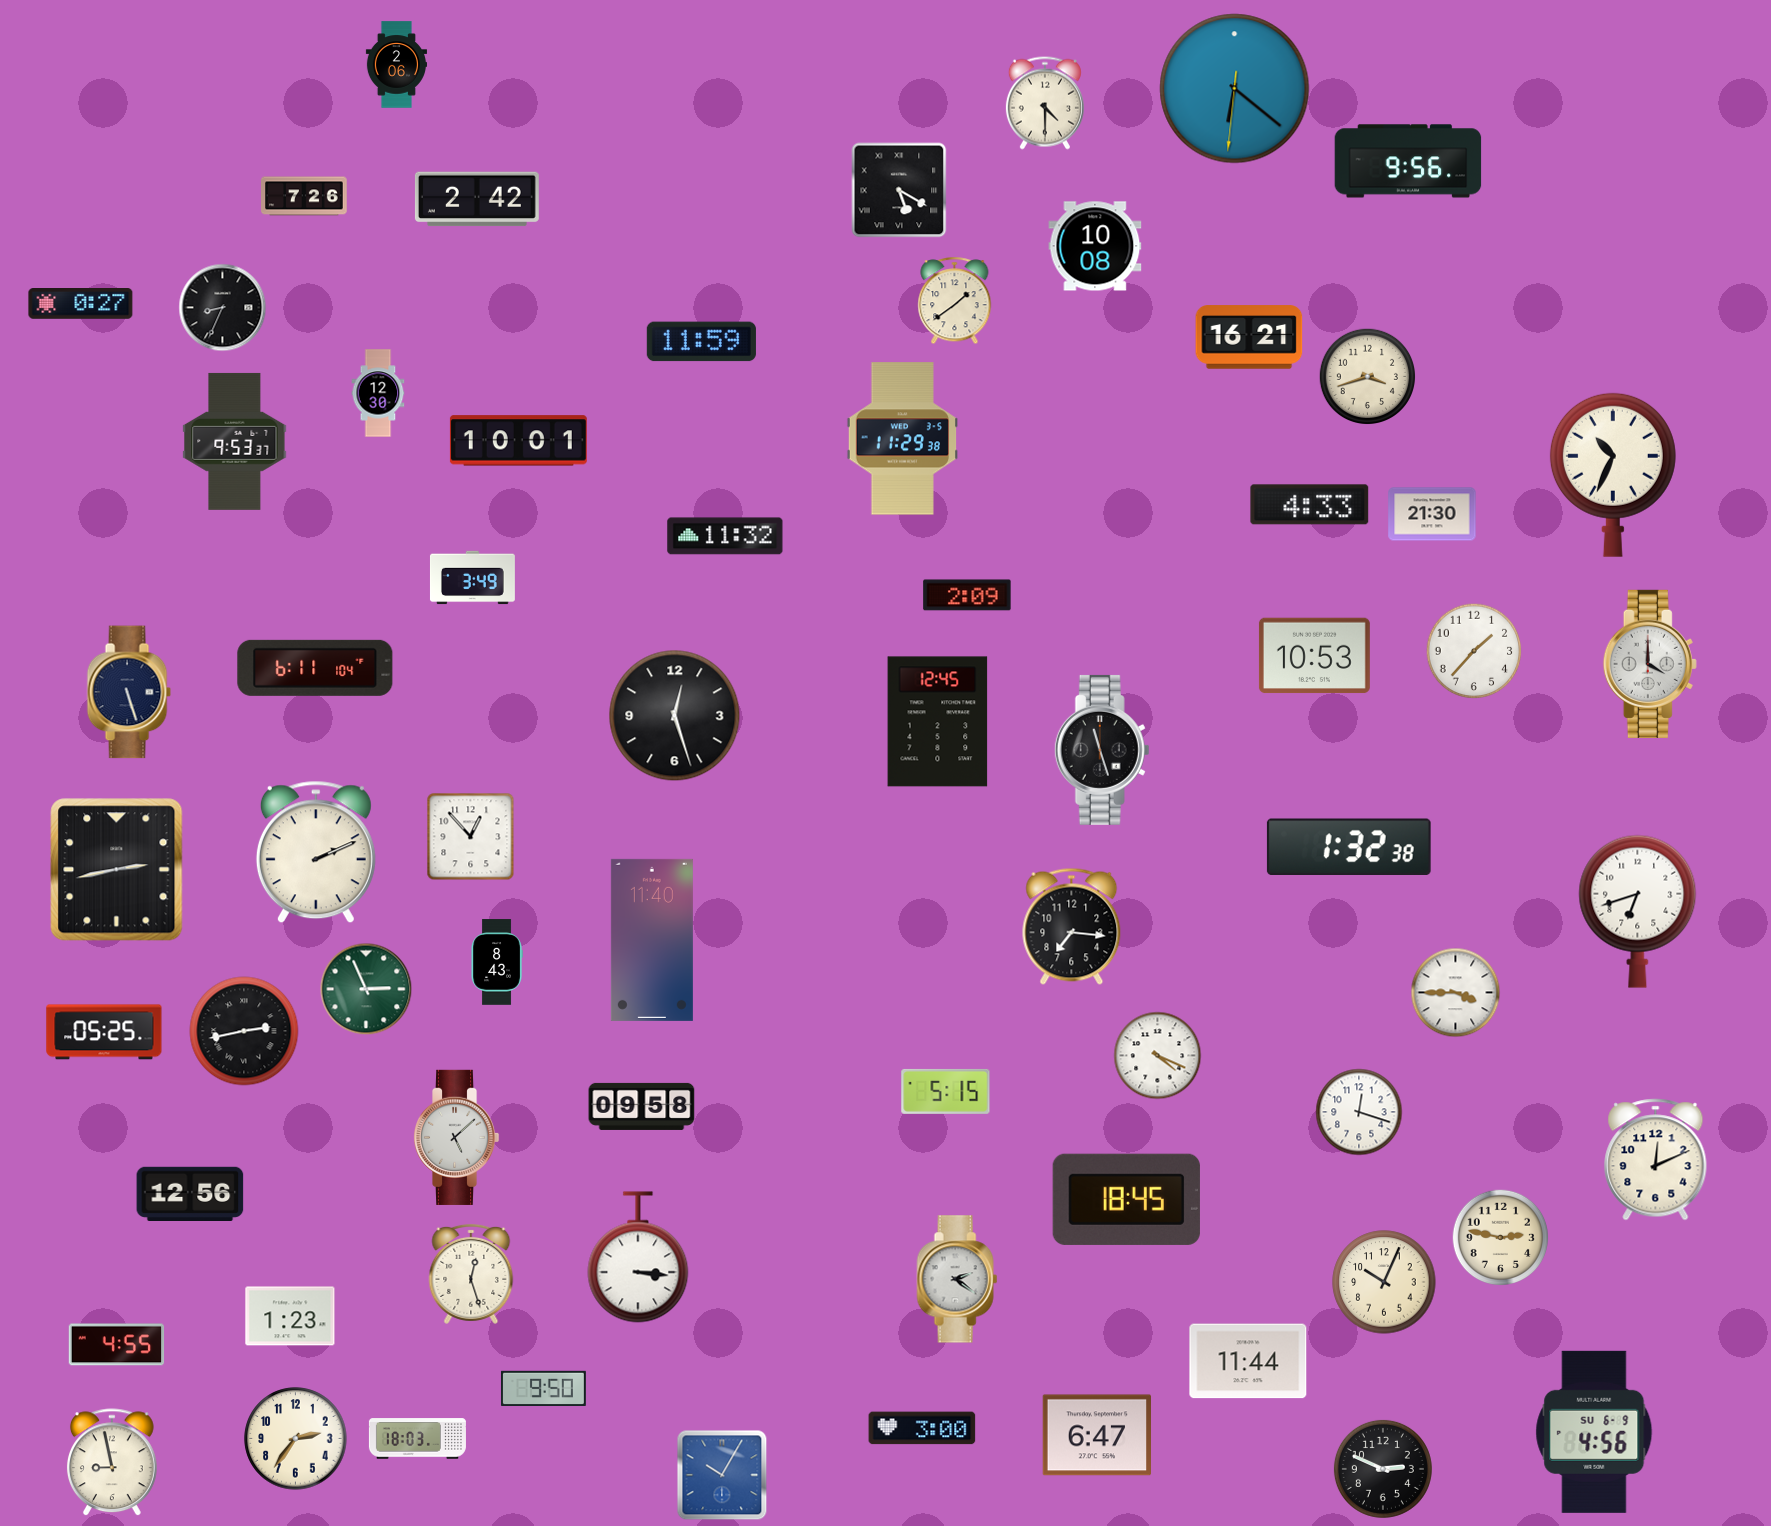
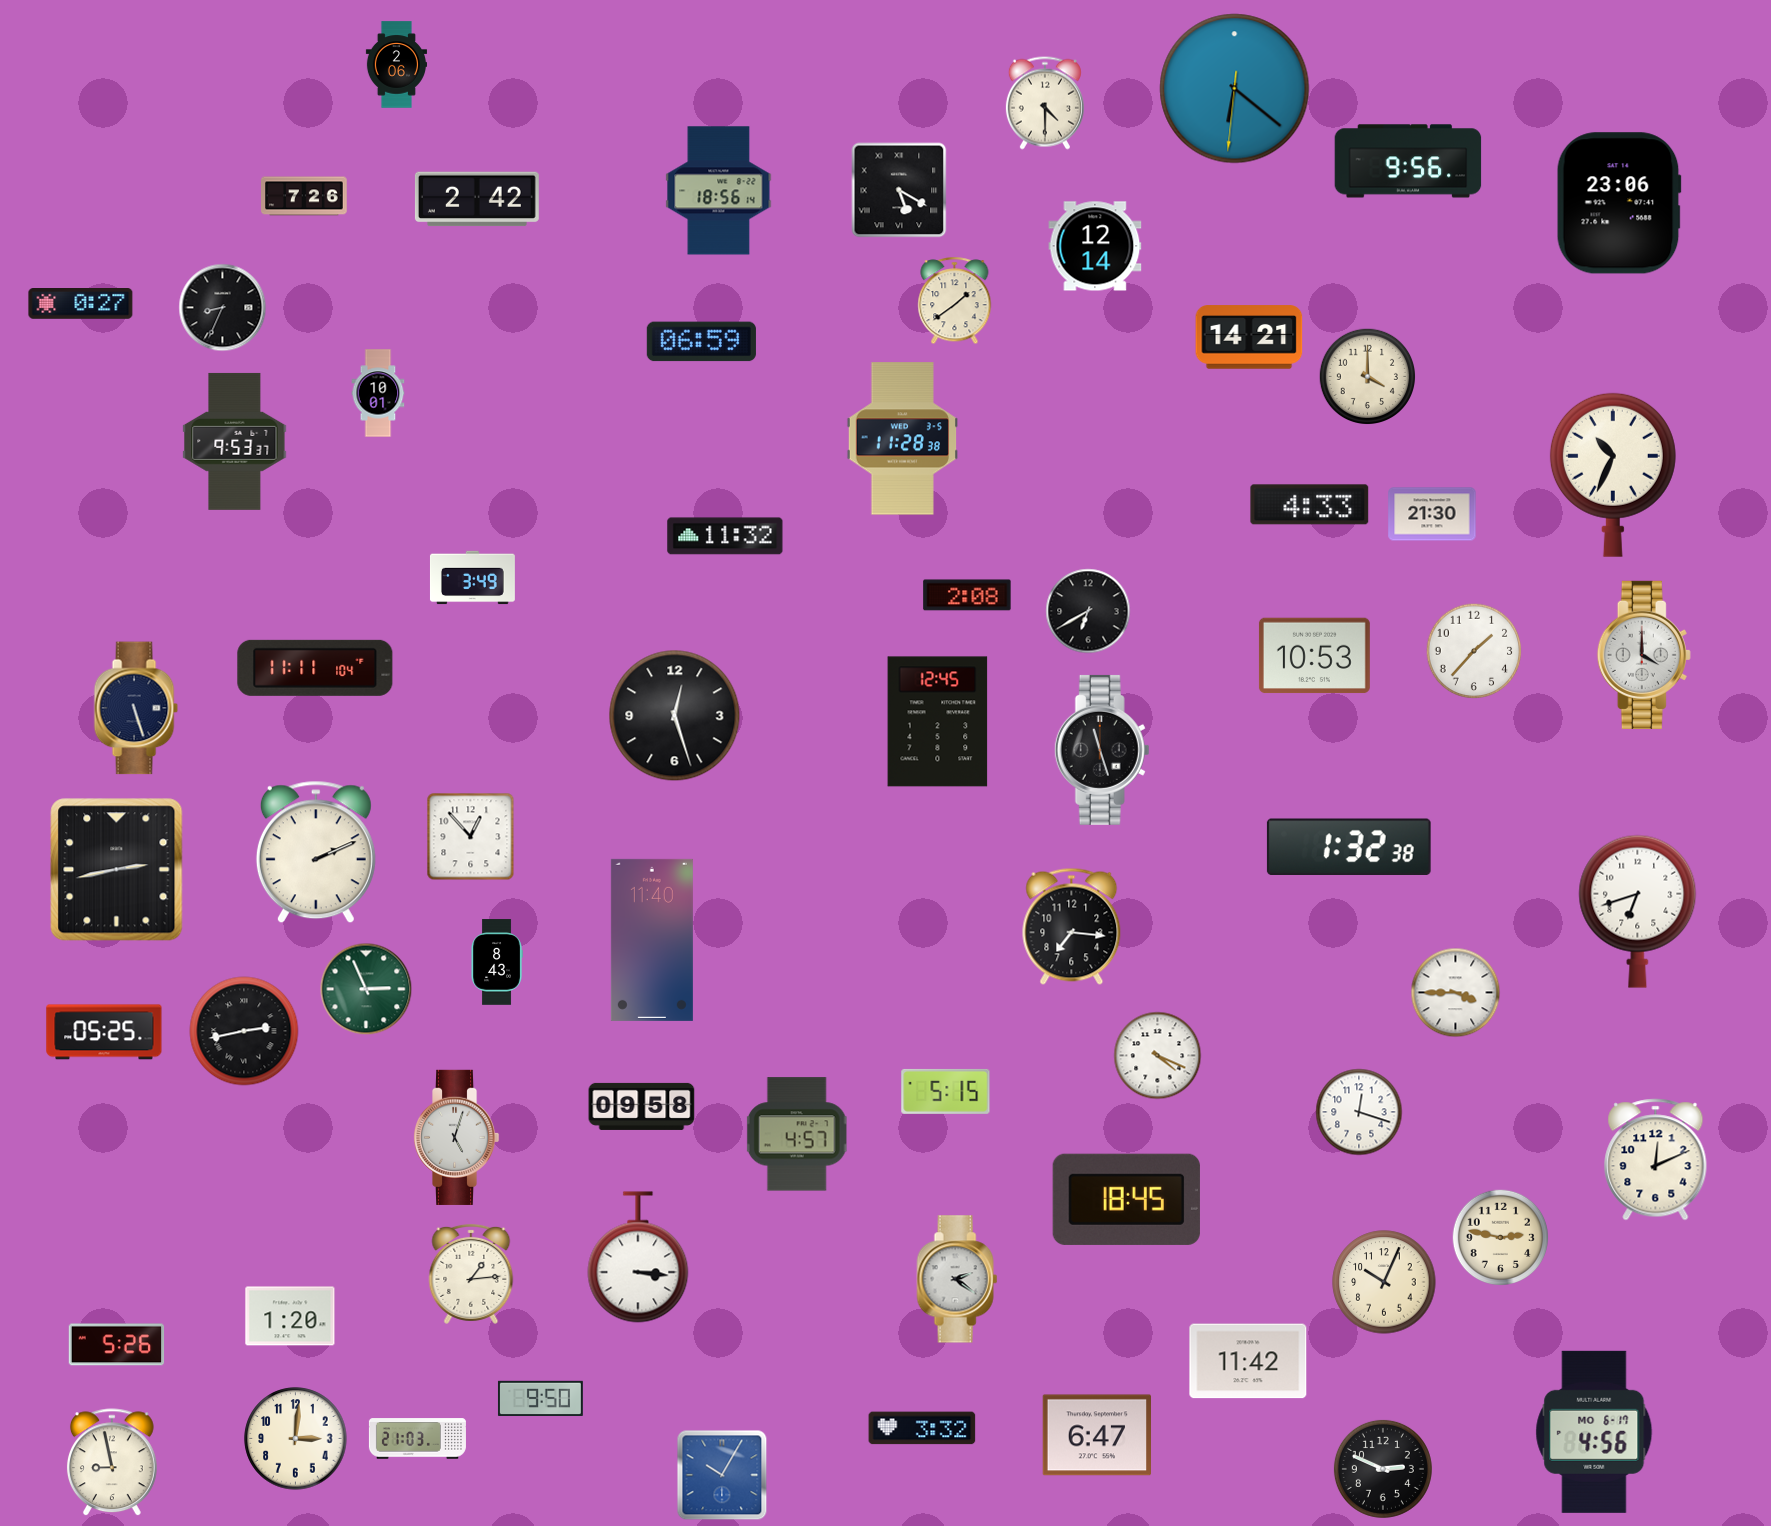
clock at (719, 191): none -> 18:56
clock at (1619, 203): none -> 23:06
clock at (1095, 246): 10:08 -> 12:14
clock at (1249, 337): 16:21 -> 14:21
clock at (701, 342): 11:59 -> 06:59
clock at (1367, 376): 3:42 -> 4:00
clock at (378, 393): 12:30 -> 10:01
clock at (902, 439): 11:29 -> 11:28
clock at (518, 441): 10:01 -> none
clock at (967, 595): 2:09 -> 2:08
clock at (1088, 611): none -> 6:40
clock at (1650, 664) position: (1650, 664) -> (1644, 655)
clock at (315, 668): 6:11 -> 11:11
clock at (129, 692) position: (129, 692) -> (136, 708)
clock at (797, 1134): none -> 4:57
clock at (456, 1137): 5:08 -> 5:03
clock at (190, 1193): 12:56 -> none
clock at (471, 1274): 12:27 -> 1:14
clock at (290, 1316): 1:23 -> 1:20
clock at (117, 1345): 4:55 -> 5:26
clock at (1248, 1361): 11:44 -> 11:42
clock at (543, 1388) position: (543, 1388) -> (540, 1398)
clock at (922, 1428): 3:00 -> 3:32
clock at (1594, 1432) date: SU 6-9 -> MO 6-17
clock at (296, 1439): 2:36 -> 3:01
clock at (417, 1439): 18:03 -> 21:03
